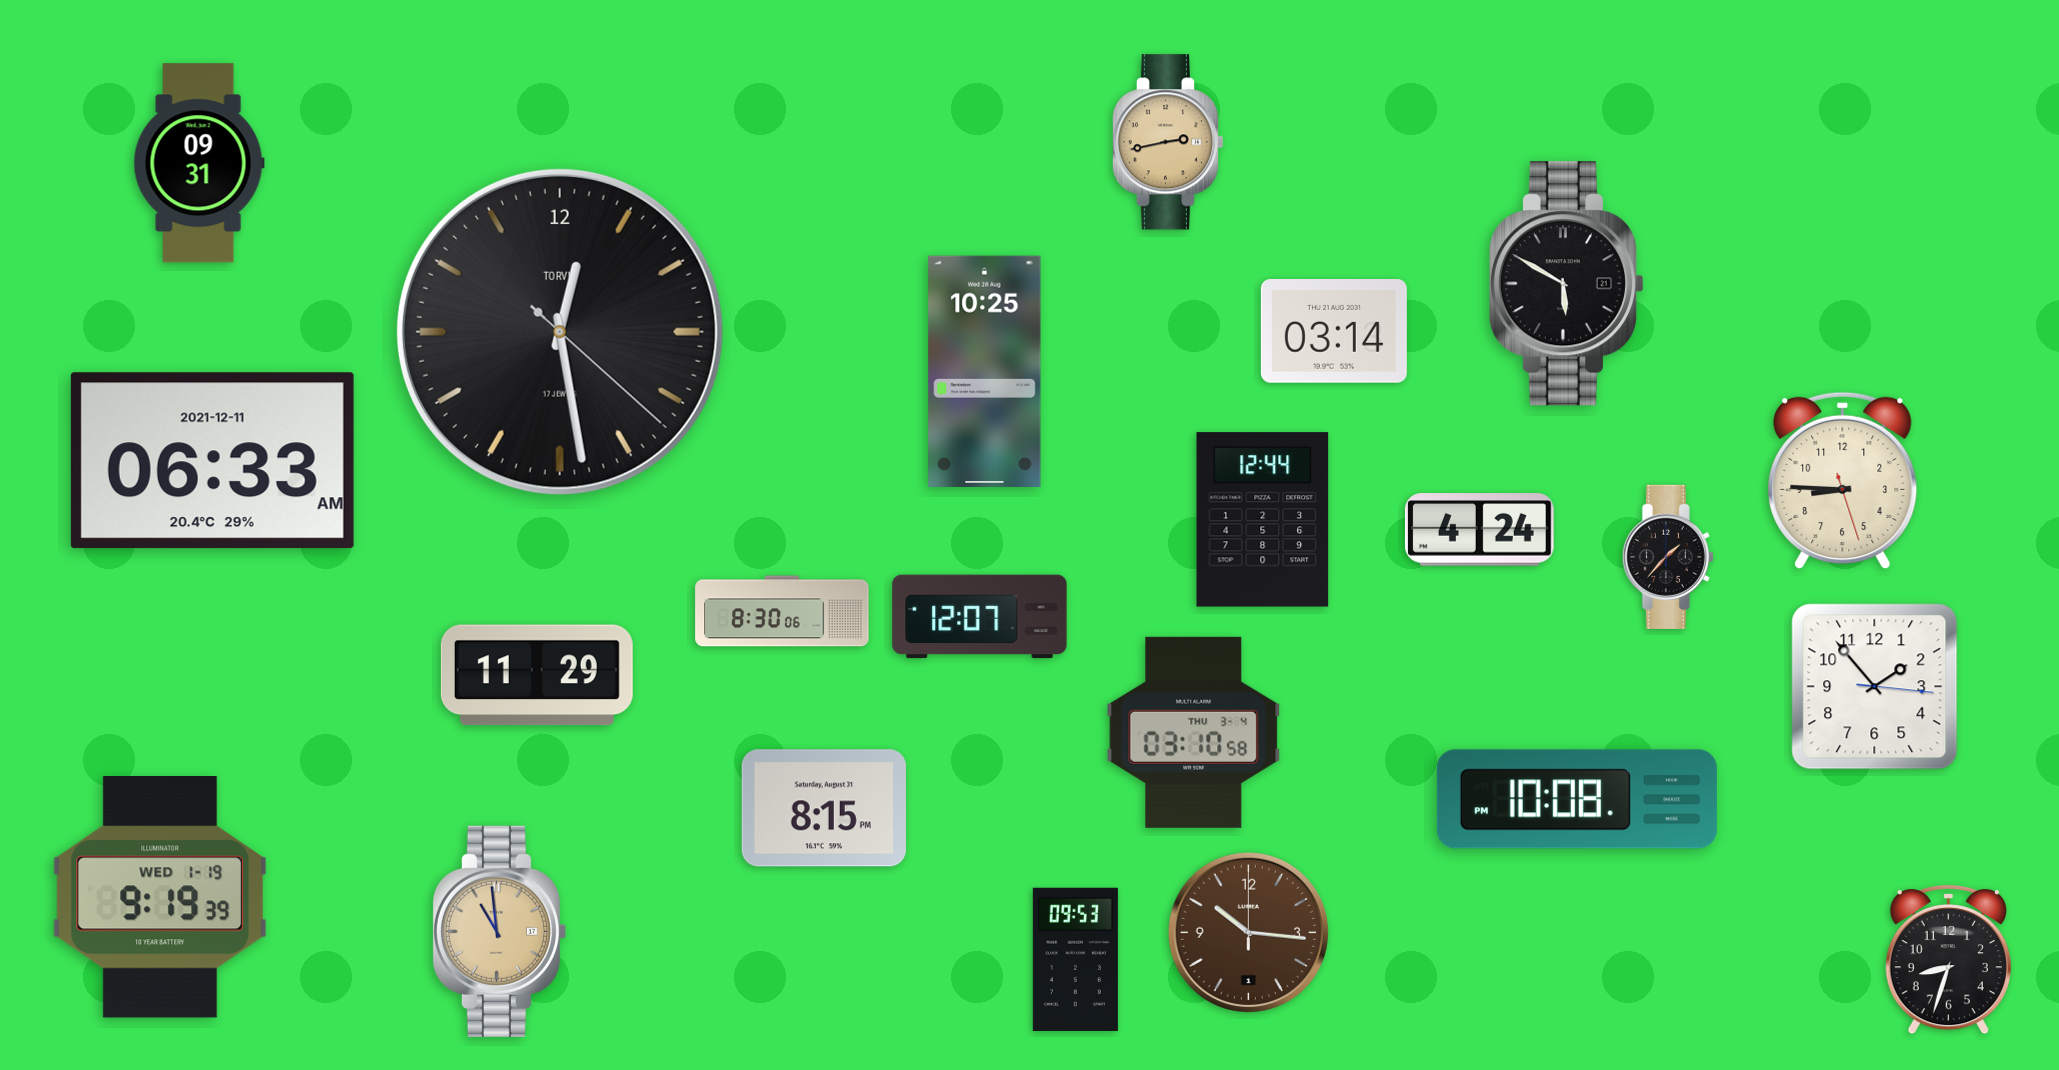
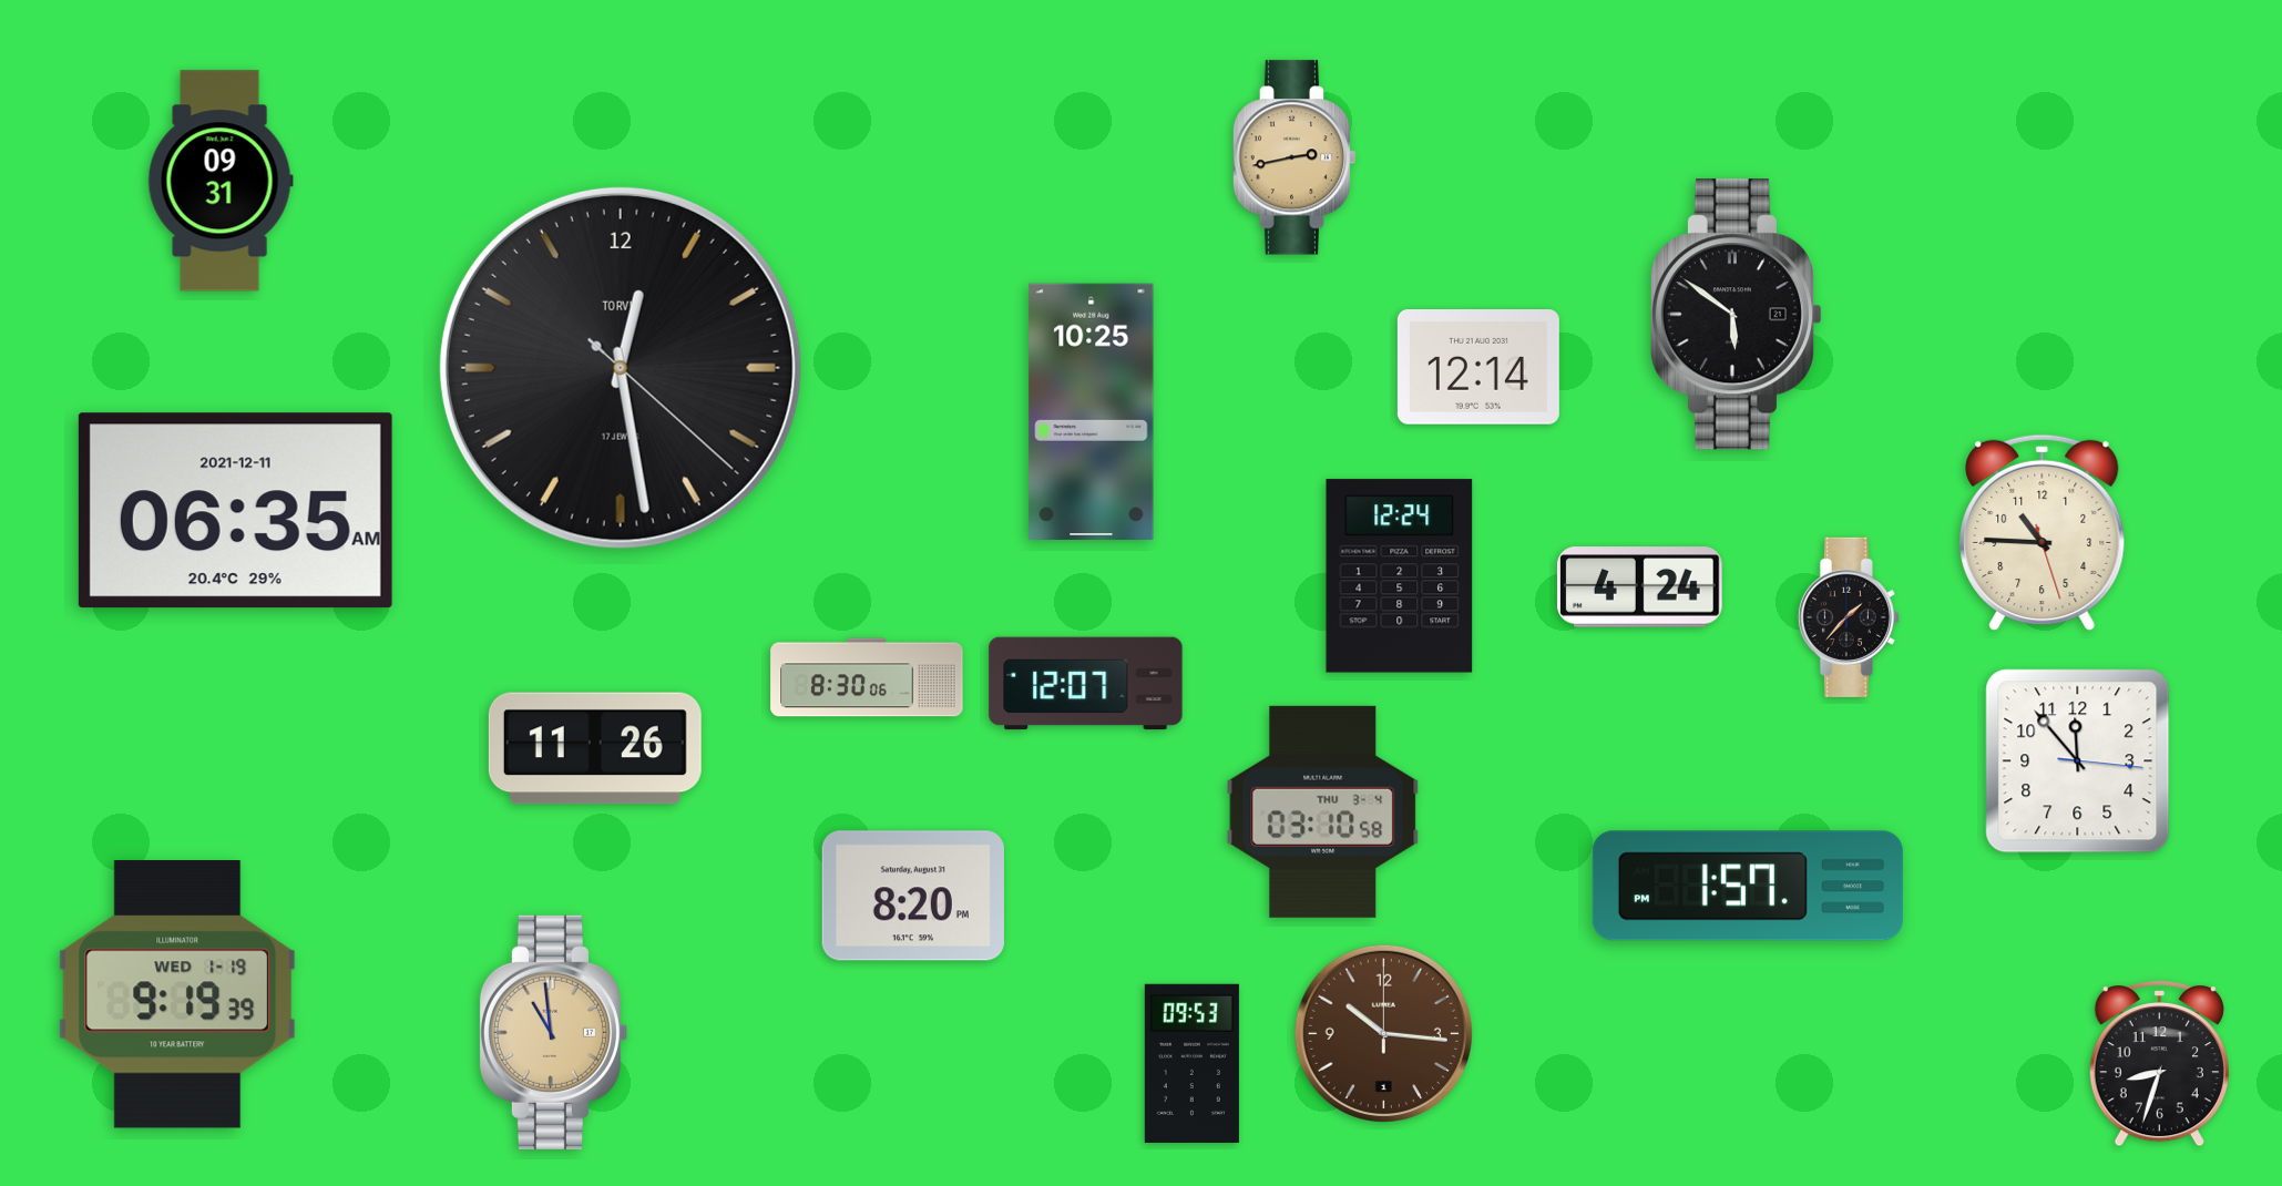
clock at (1566, 284): 5:50 -> 5:51
clock at (1334, 332): 03:14 -> 12:14
clock at (212, 461): 06:33 -> 06:35
clock at (1843, 481): 8:45 -> 10:45
clock at (1263, 520): 12:44 -> 12:24
clock at (537, 675): 11:29 -> 11:26
clock at (1875, 687): 1:53 -> 11:53
clock at (1577, 799): 10:08 -> 1:57
clock at (824, 808): 8:15 -> 8:20
